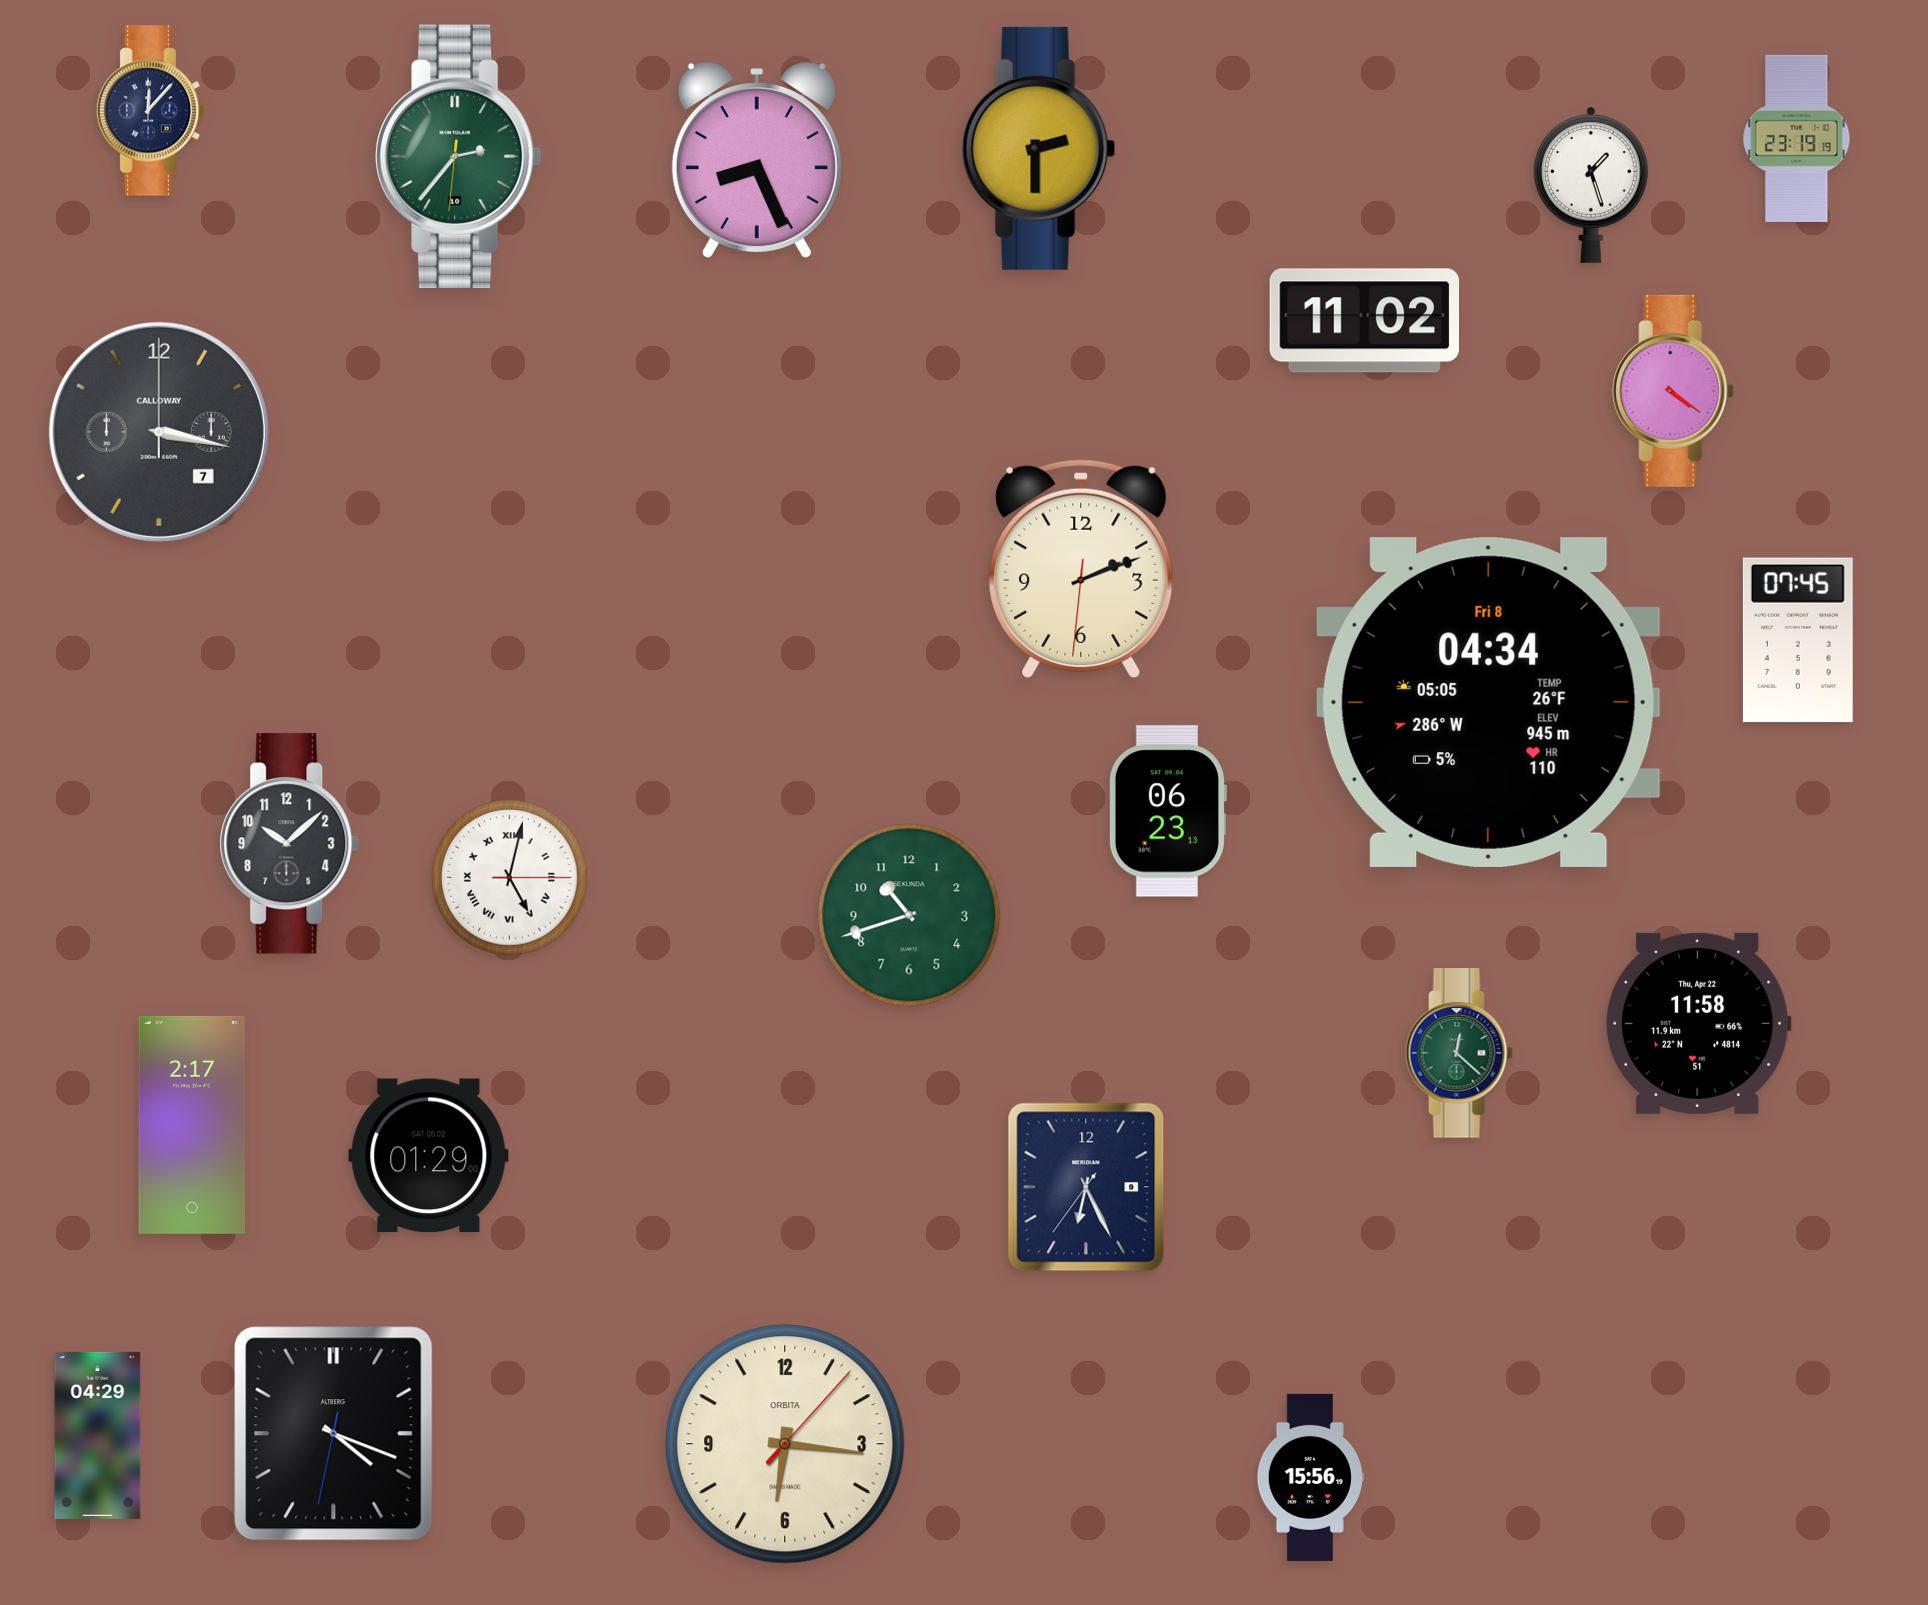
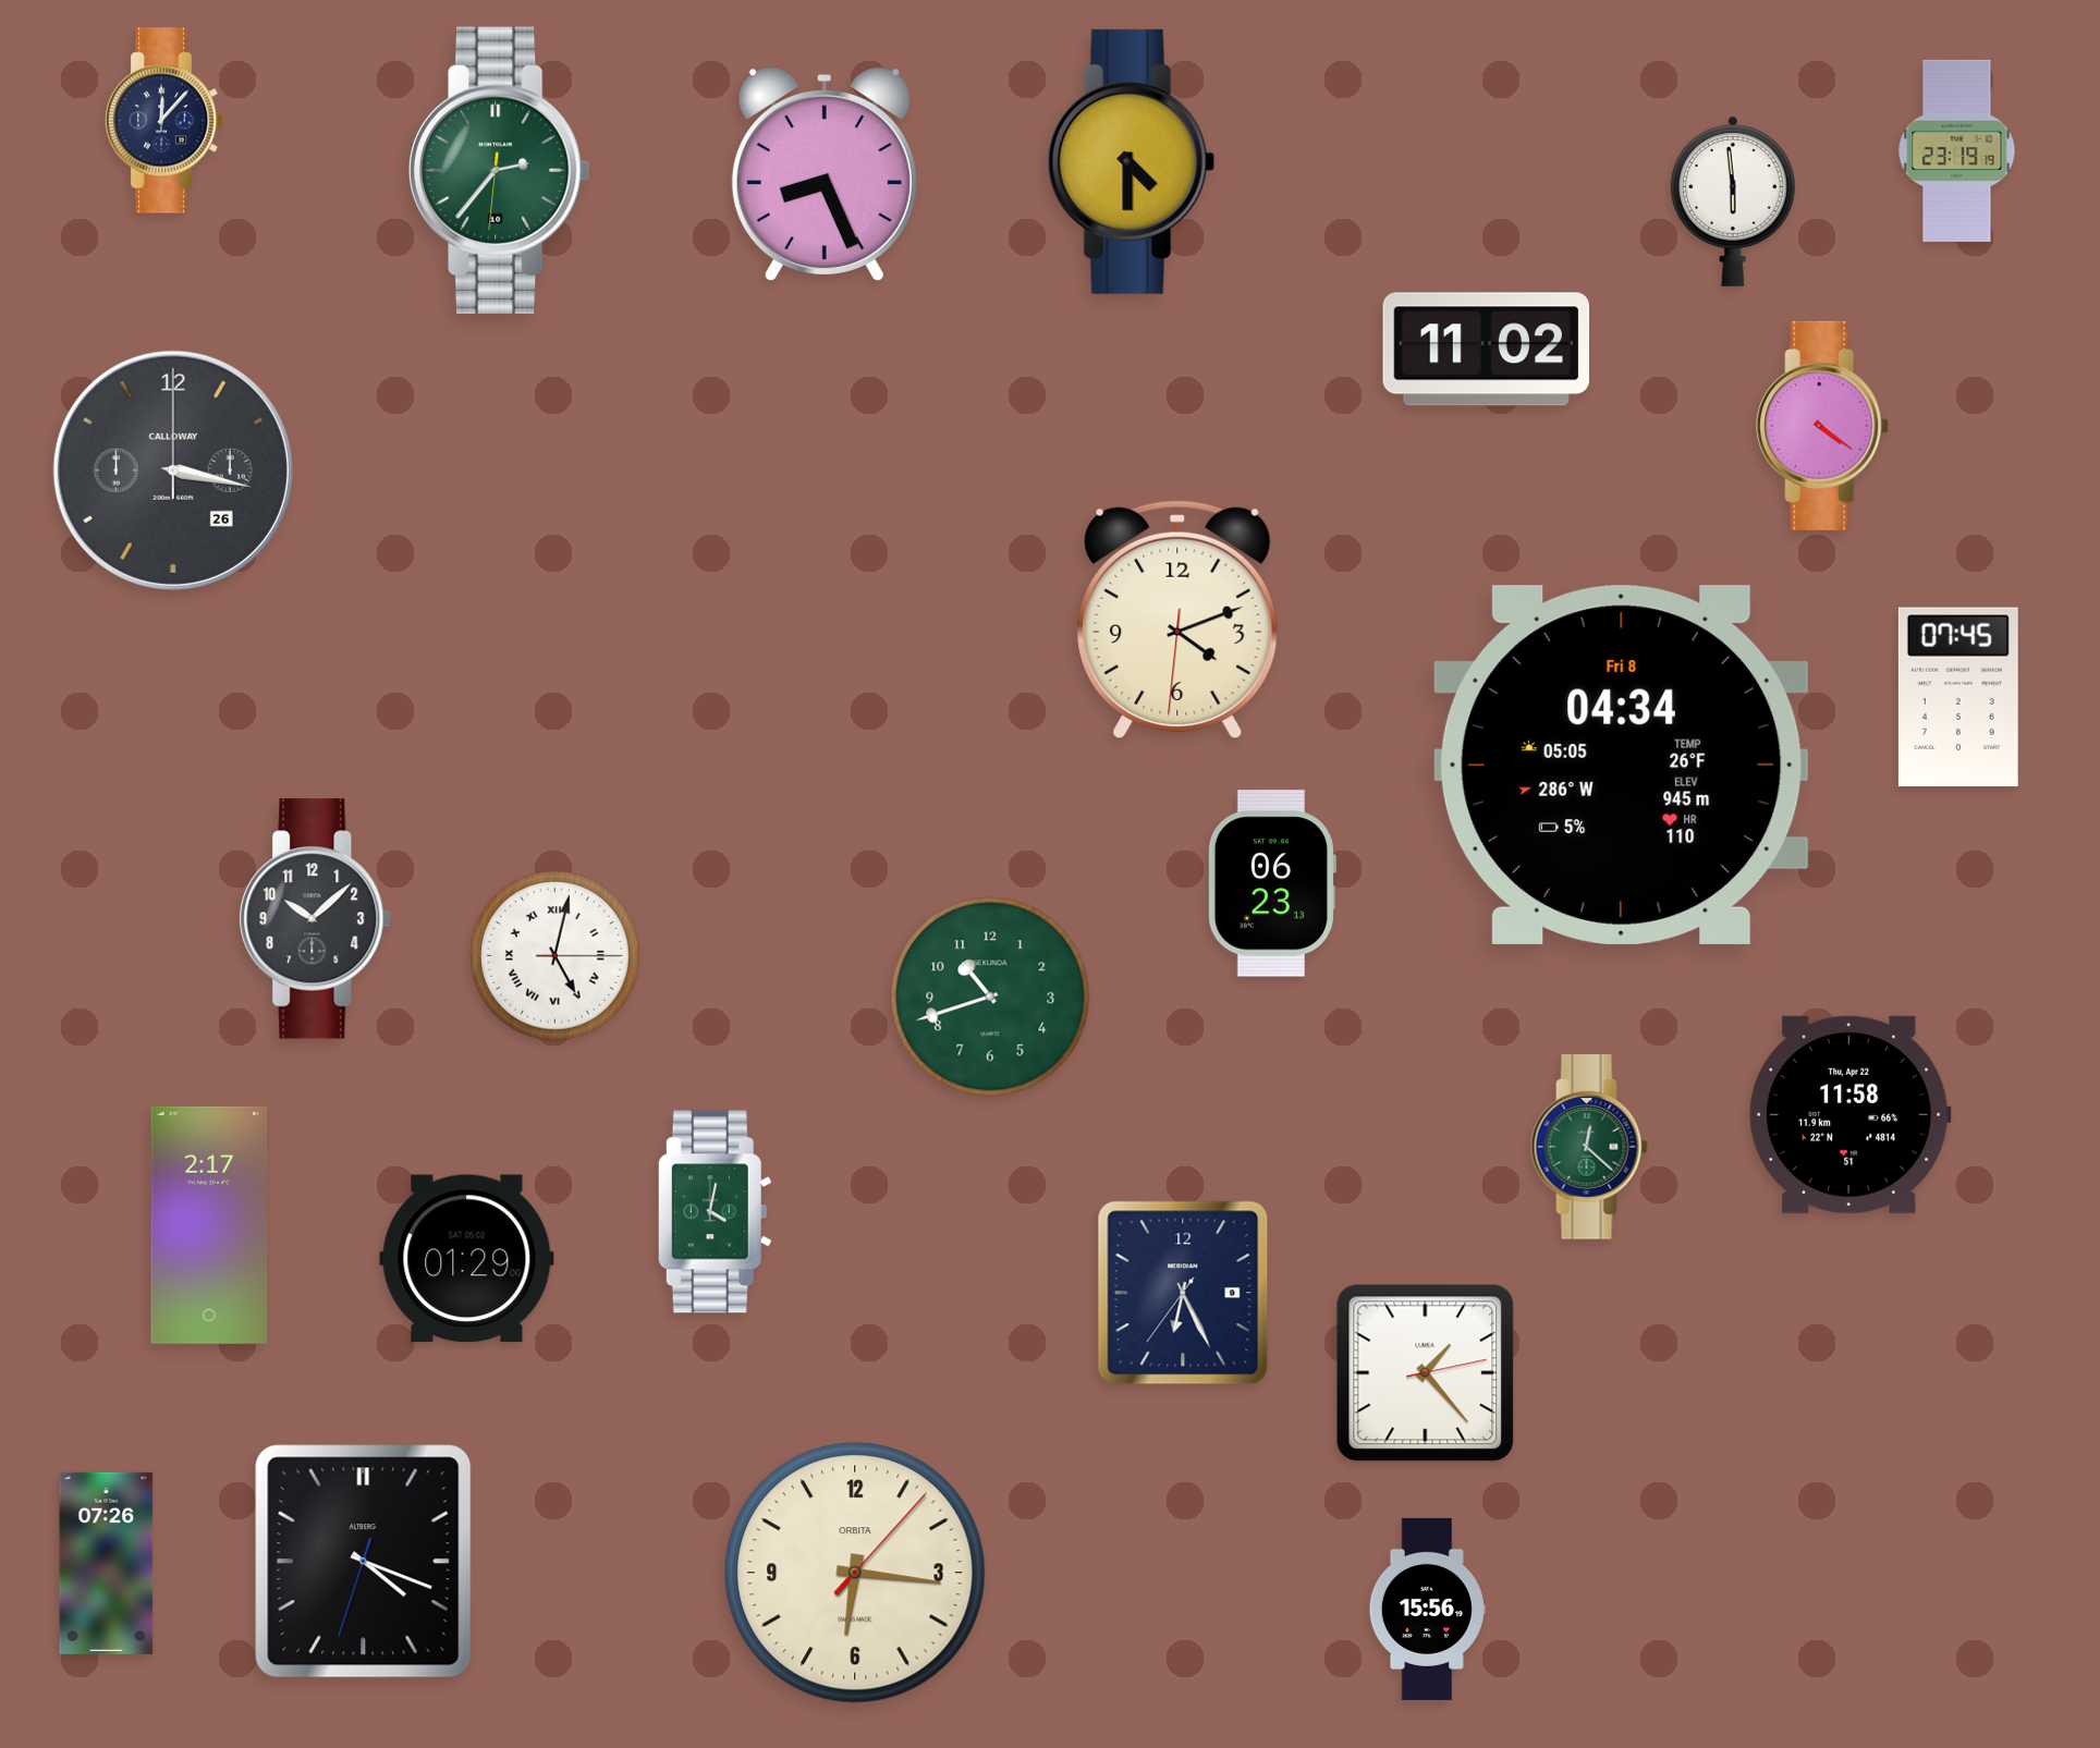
clock at (1039, 148): 2:30 -> 4:30
clock at (1591, 185): 1:27 -> 5:59
clock at (159, 432) date: 7 -> 26
clock at (1081, 568): 2:11 -> 4:11
clock at (715, 1212): none -> 4:02
clock at (1426, 1373): none -> 1:23
clock at (334, 1434): 4:18:32 -> 4:18:33
clock at (98, 1435): 04:29 -> 07:26
